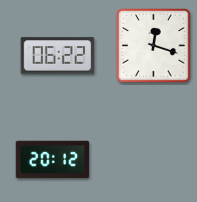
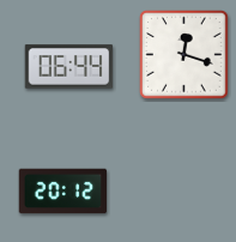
clock at (58, 56): 06:22 -> 06:44
